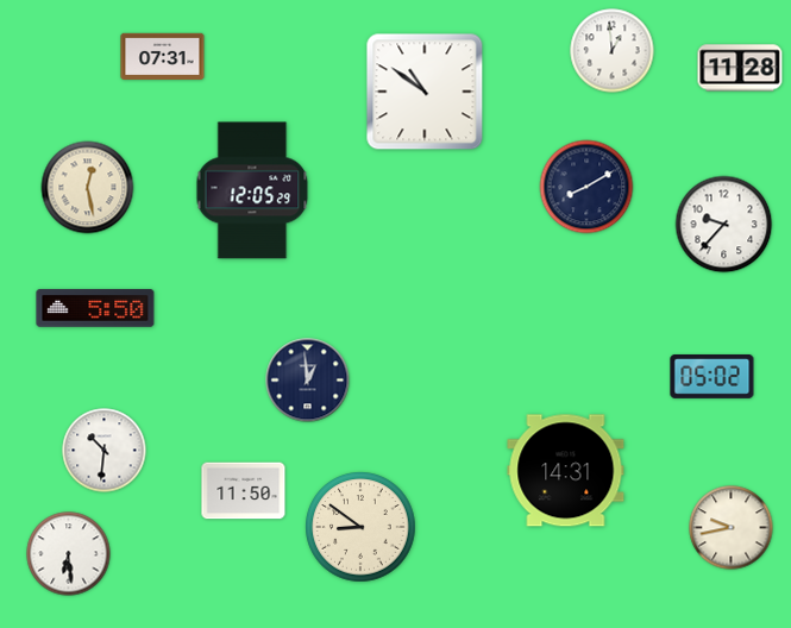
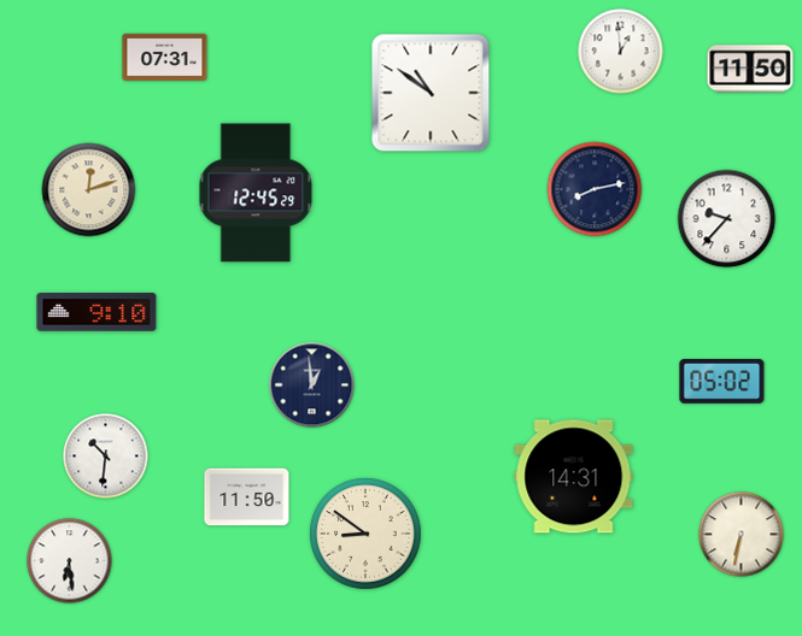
clock at (740, 68): 11:28 -> 11:50
clock at (586, 187): 8:10 -> 8:13
clock at (88, 188): 12:28 -> 12:12
clock at (252, 190): 12:05 -> 12:45
clock at (724, 225) position: (724, 225) -> (727, 219)
clock at (95, 308): 5:50 -> 9:10
clock at (732, 528): 9:43 -> 6:32
